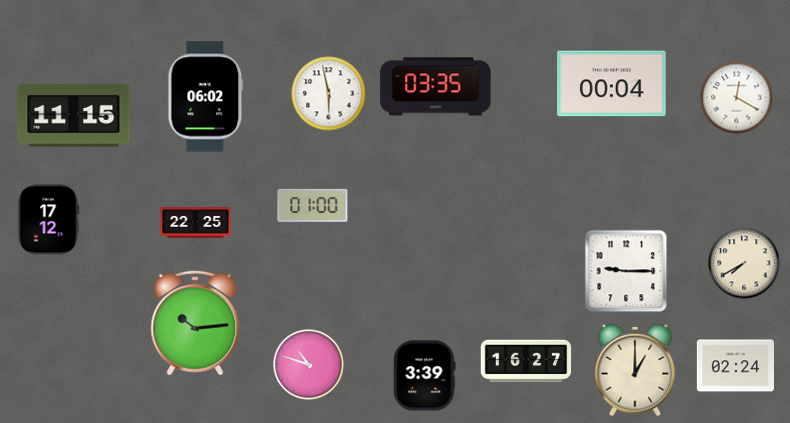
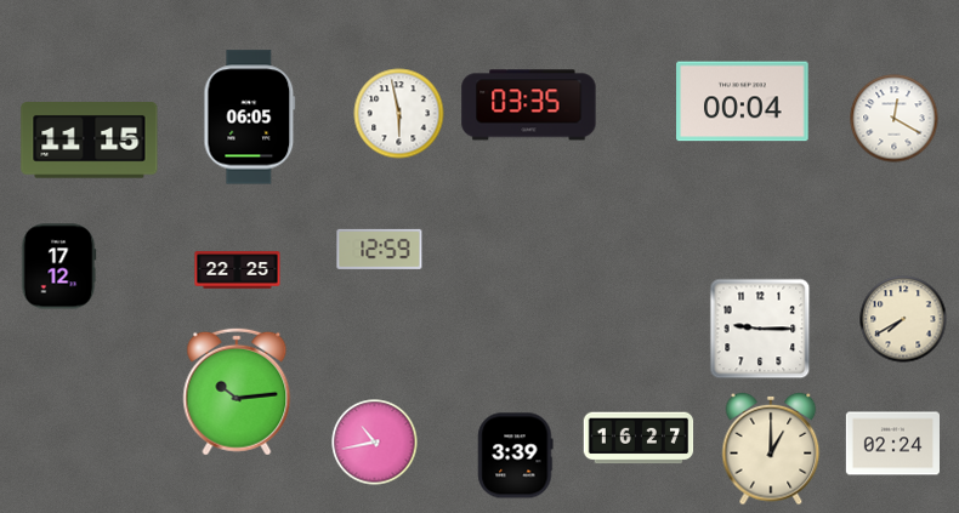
clock at (206, 97): 06:02 -> 06:05
clock at (313, 205): 01:00 -> 12:59
clock at (309, 365): 10:48 -> 10:43
